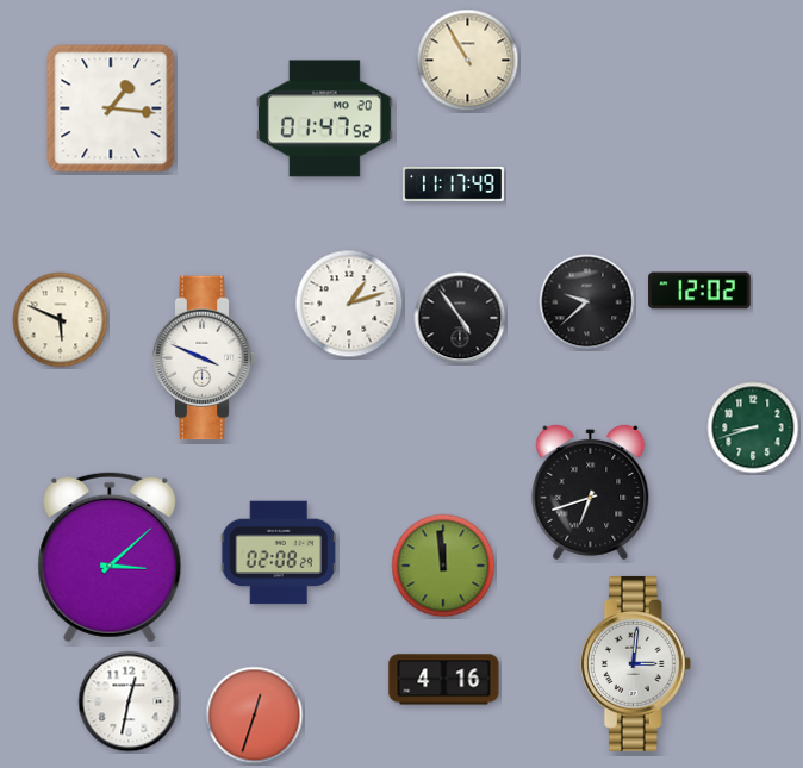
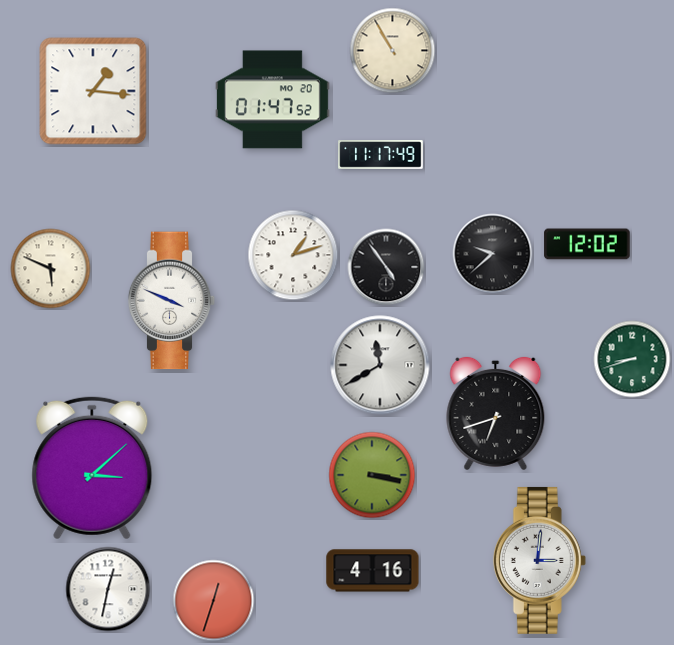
clock at (380, 365): none -> 11:40
clock at (279, 552): 02:08 -> none
clock at (443, 566): 11:59 -> 3:17
clock at (635, 663) position: (635, 663) -> (539, 560)
